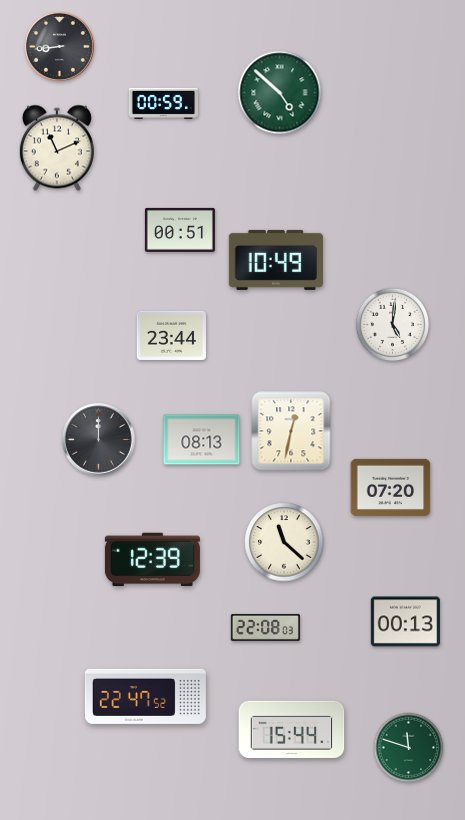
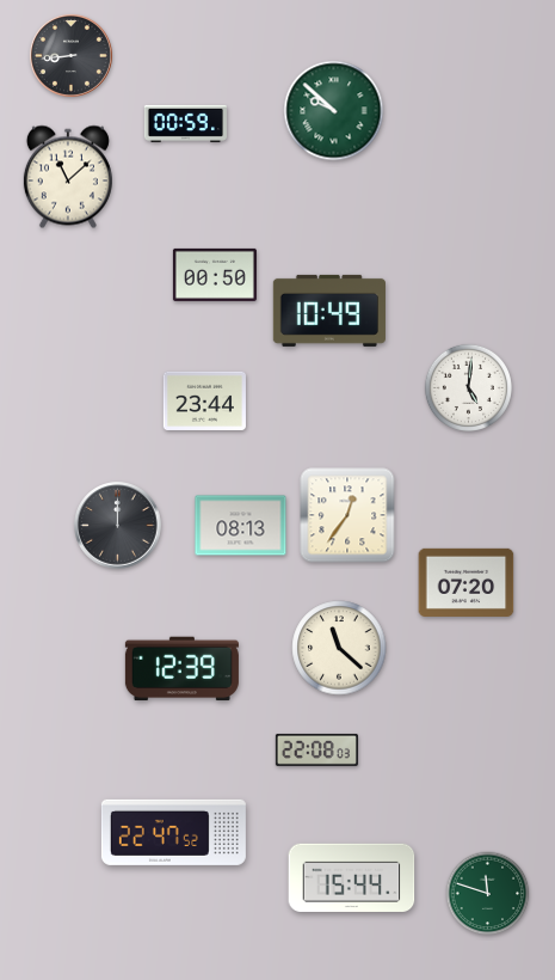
clock at (280, 93): 4:52 -> 9:52
clock at (163, 103) position: (163, 103) -> (185, 123)
clock at (57, 148): 11:11 -> 11:08
clock at (180, 230): 00:51 -> 00:50
clock at (291, 431): 12:32 -> 12:36
clock at (405, 622): 00:13 -> none
clock at (292, 729) position: (292, 729) -> (352, 877)
